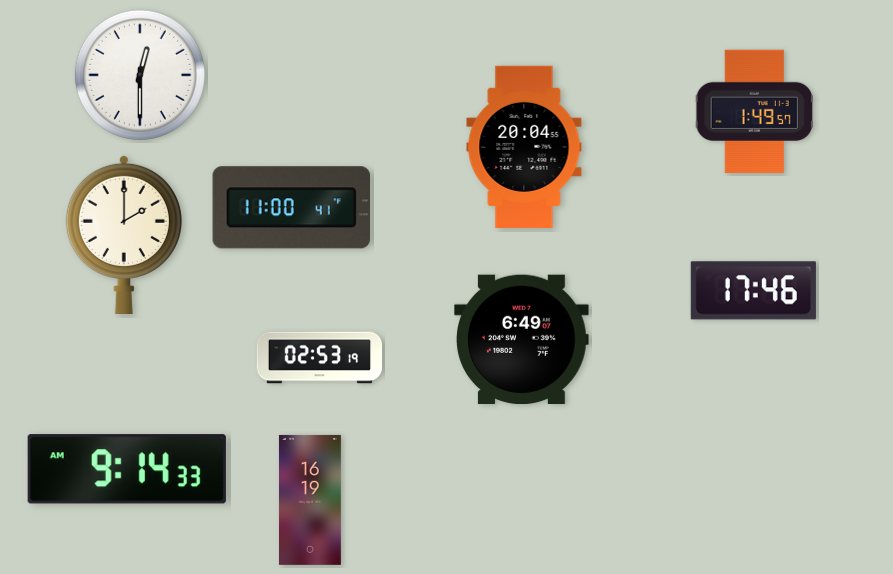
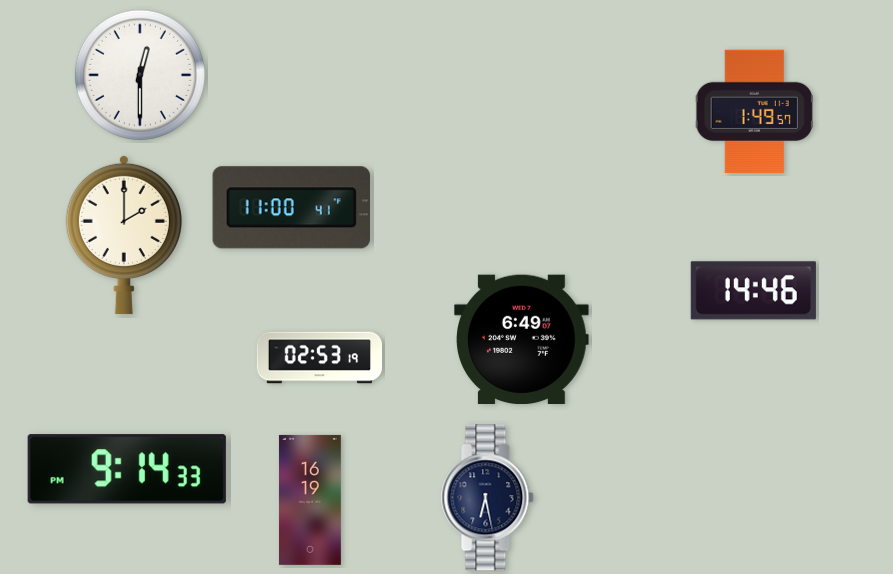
clock at (524, 147): 20:04 -> none
clock at (753, 291): 17:46 -> 14:46
clock at (127, 469): 9:14:33 AM -> 9:14:33 PM
clock at (488, 498): none -> 6:28
